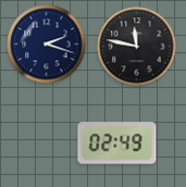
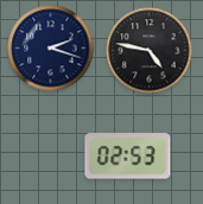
clock at (137, 47): 11:47 -> 4:47
clock at (117, 144): 02:49 -> 02:53
